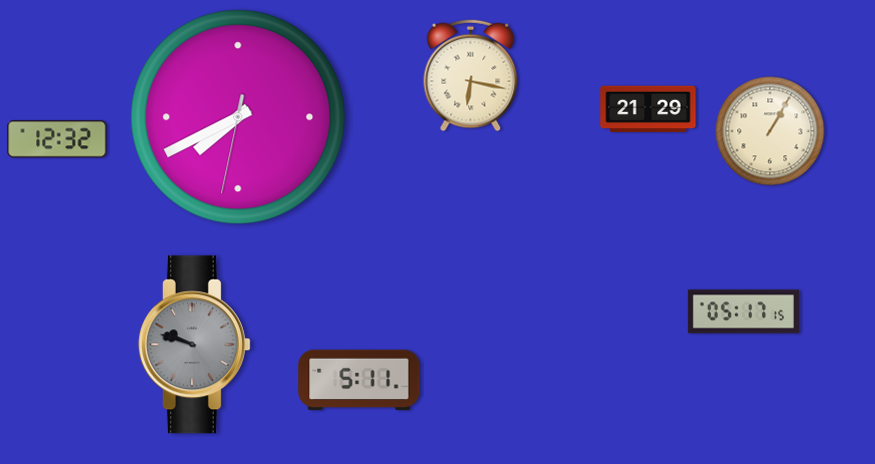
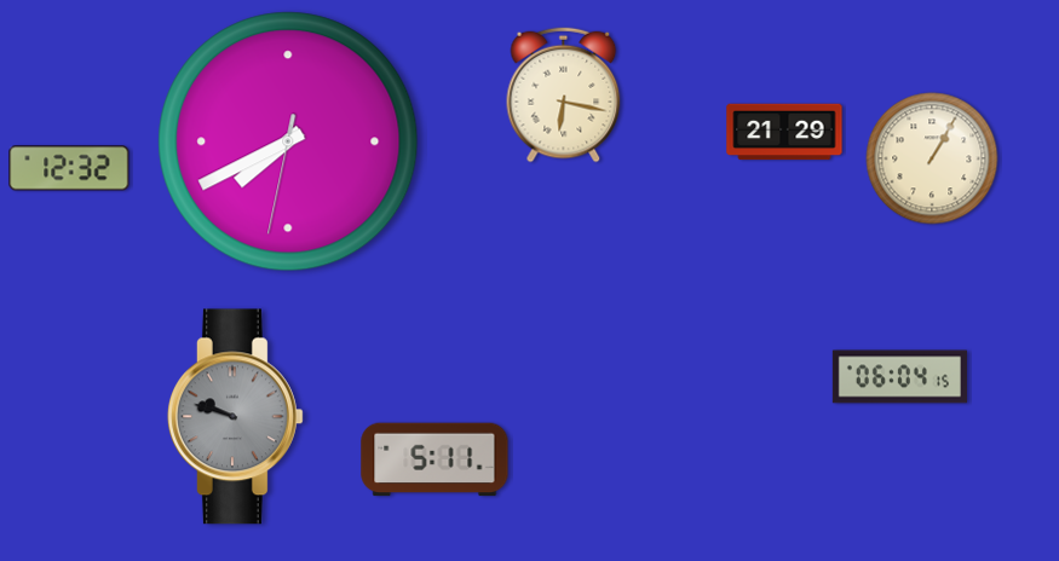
clock at (471, 76) position: (471, 76) -> (564, 96)
clock at (743, 312): 05:17 -> 06:04
